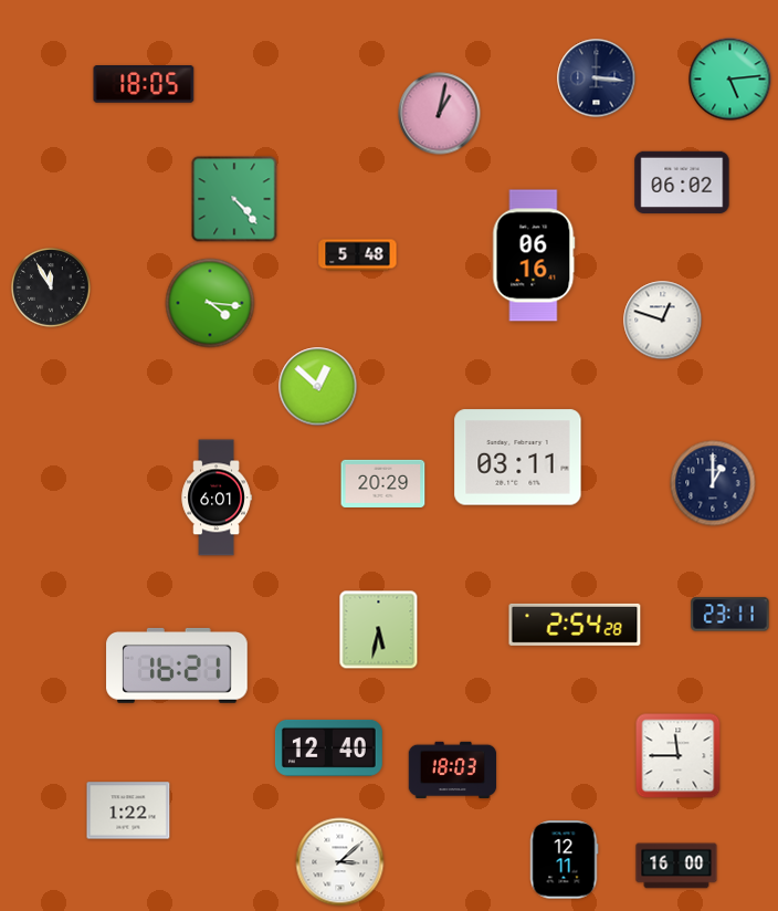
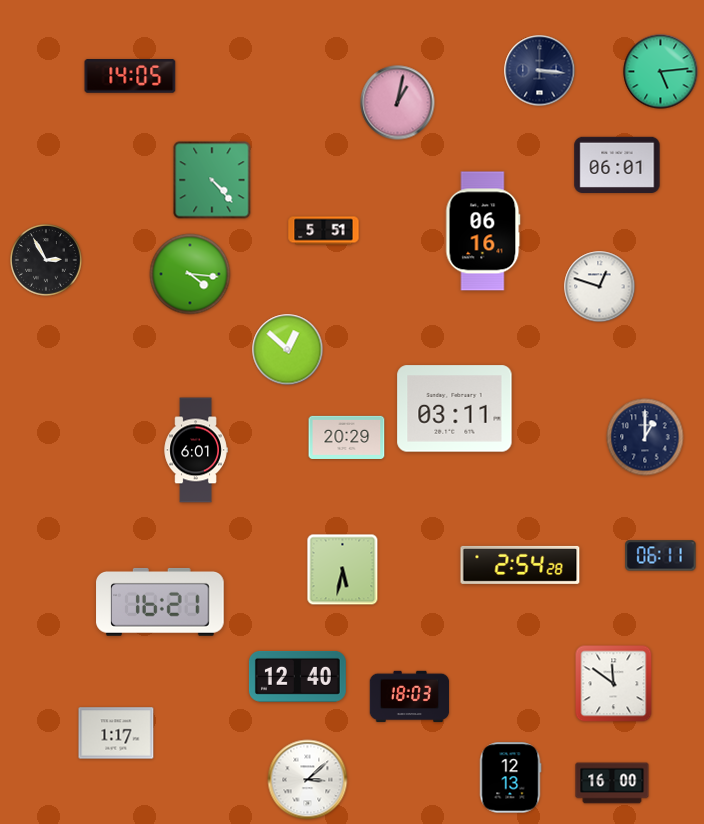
clock at (144, 85): 18:05 -> 14:05
clock at (682, 181): 06:02 -> 06:01
clock at (358, 255): 5:48 -> 5:51
clock at (51, 287): 11:55 -> 2:55
clock at (663, 321) position: (663, 321) -> (600, 287)
clock at (518, 458) position: (518, 458) -> (455, 409)
clock at (730, 615): 23:11 -> 06:11
clock at (679, 756): 11:45 -> 11:51
clock at (128, 810): 1:22 -> 1:17
clock at (564, 860): 12:11 -> 12:13
